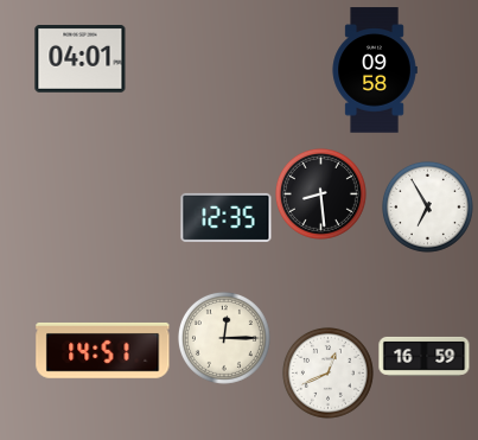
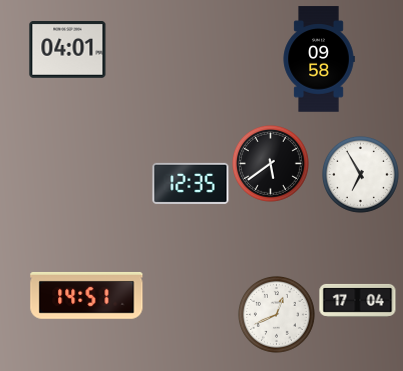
clock at (375, 70) position: (375, 70) -> (319, 59)
clock at (320, 193): 8:29 -> 5:39
clock at (224, 338): 12:15 -> none
clock at (425, 356): 16:59 -> 17:04
